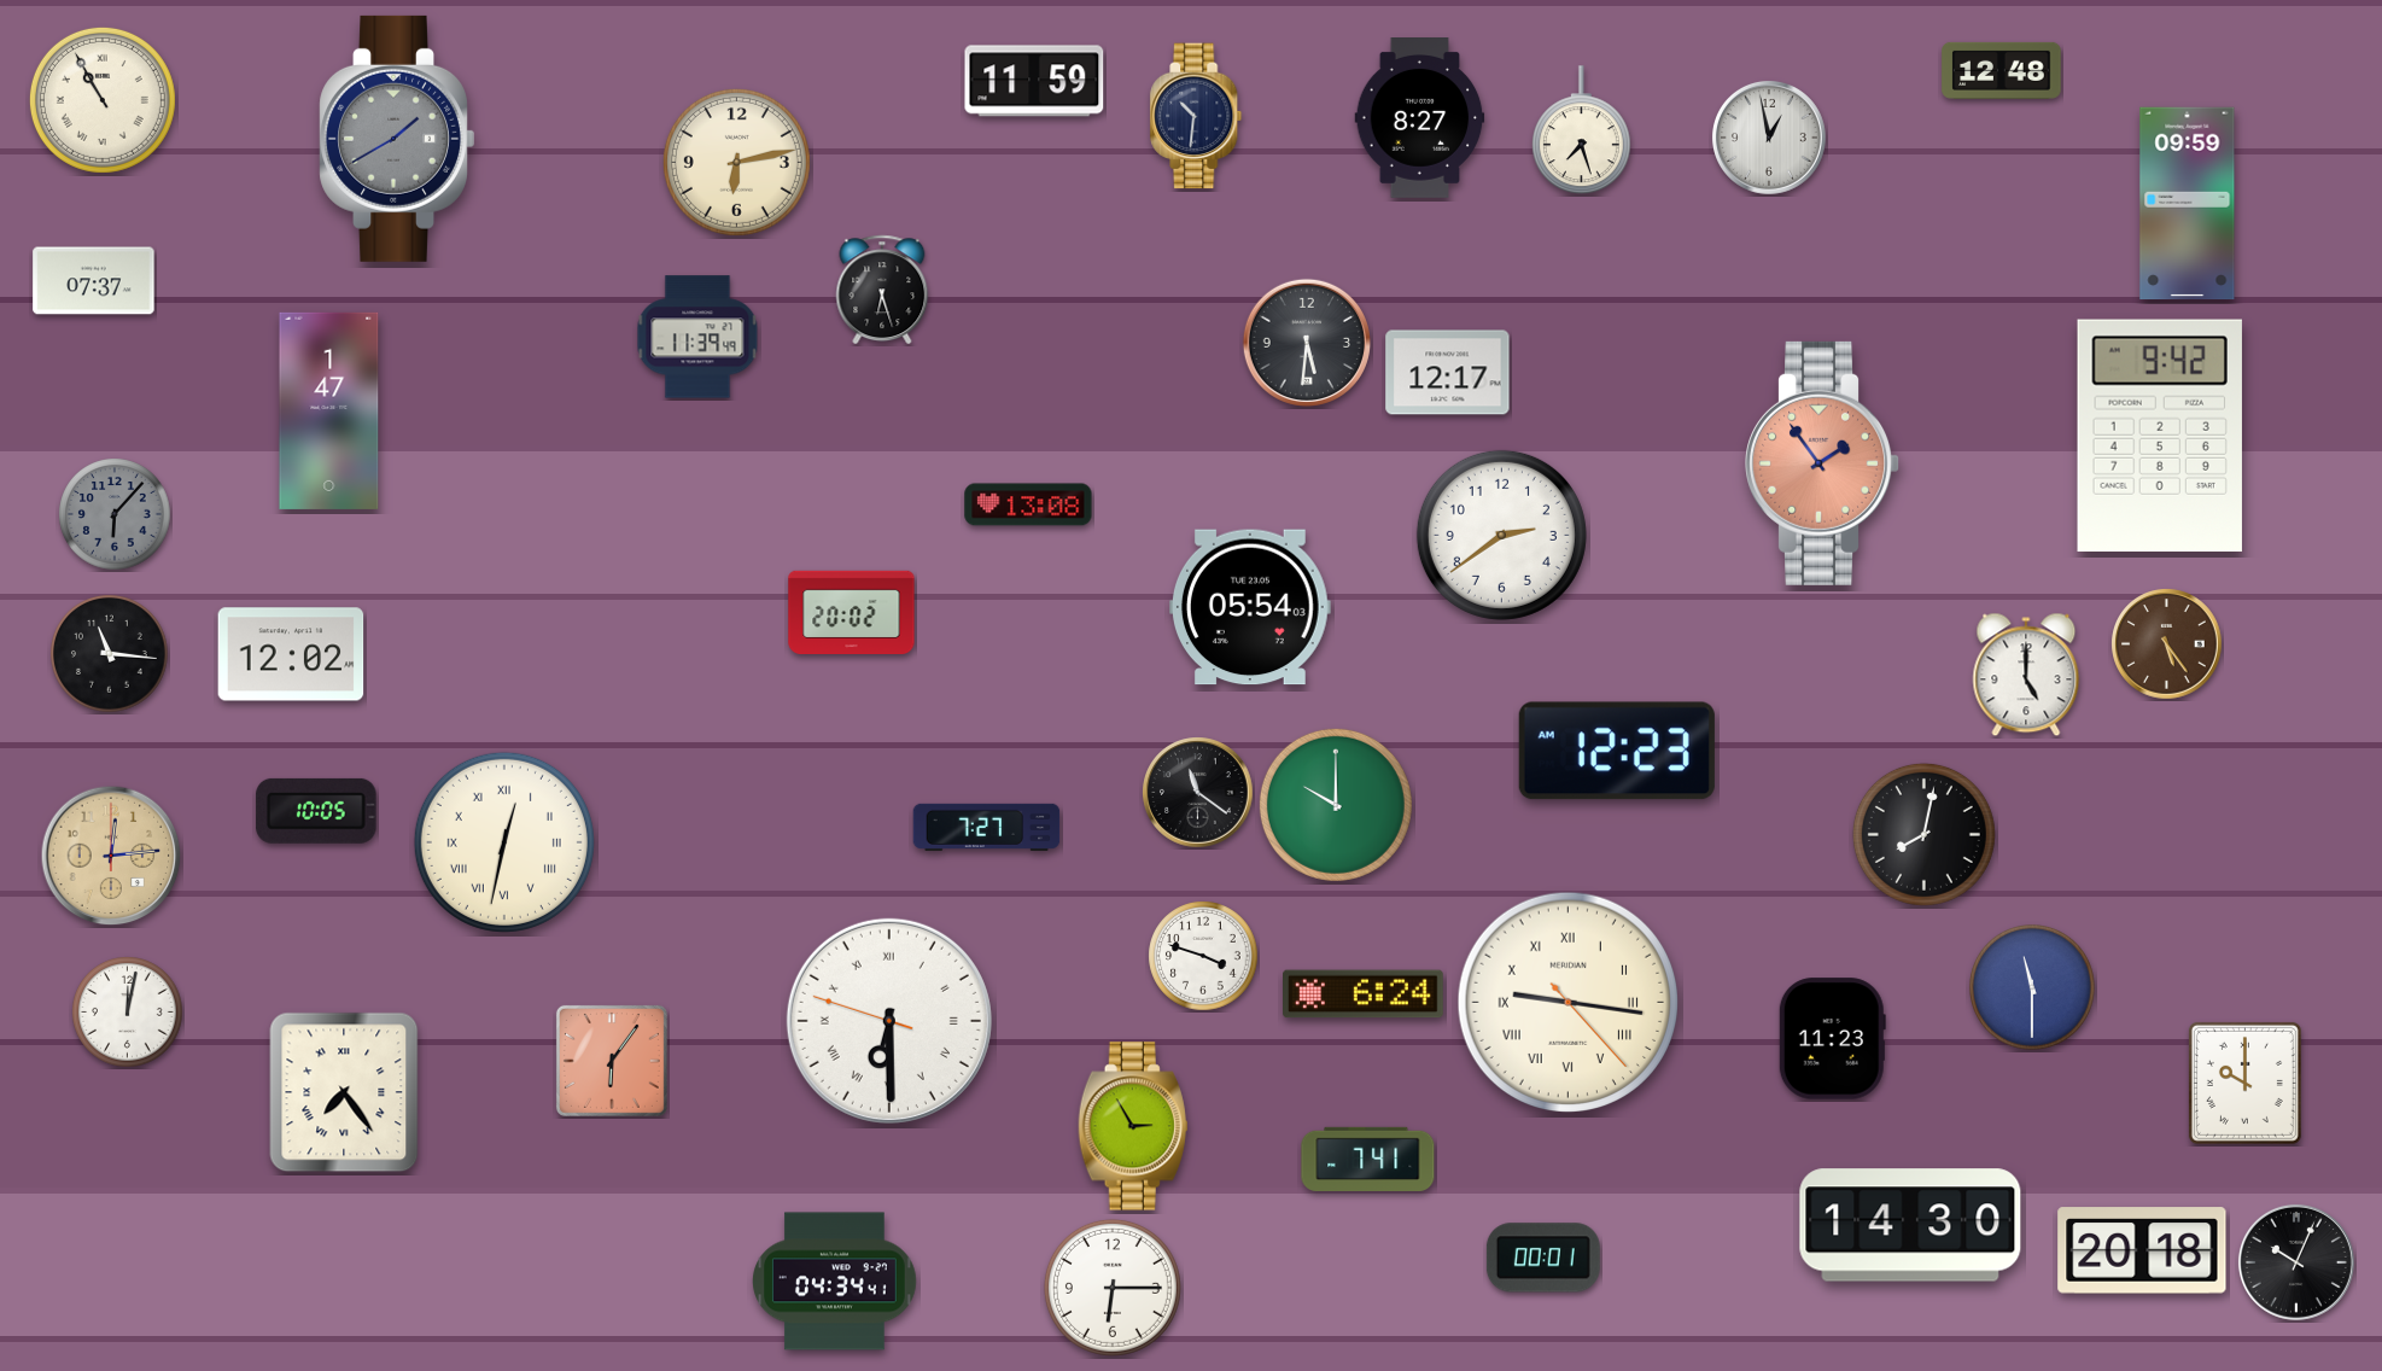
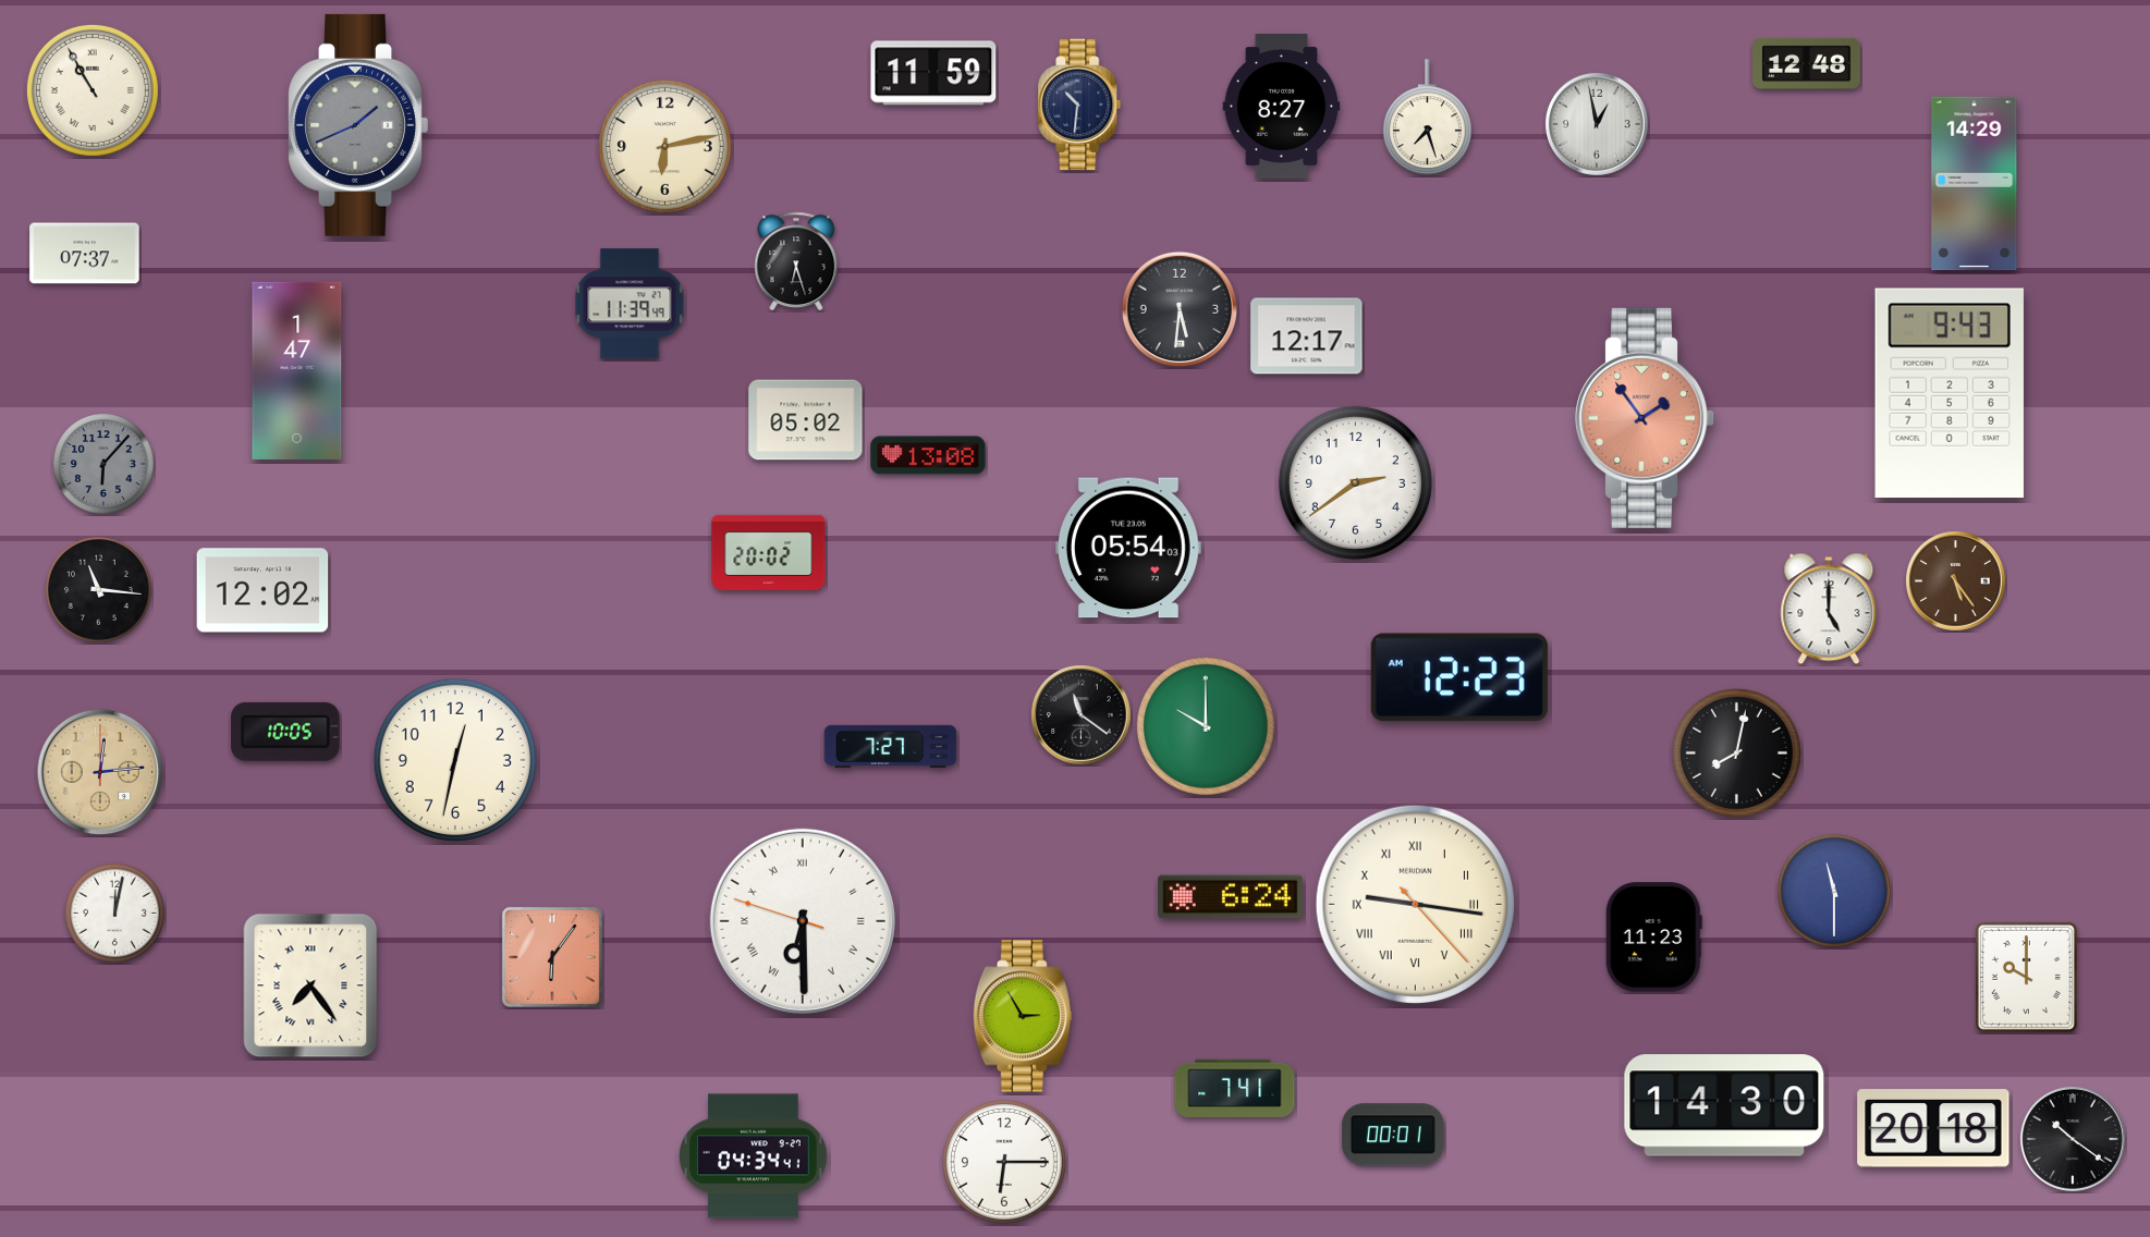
clock at (397, 139): 1:40 -> 1:41
clock at (2188, 204): 09:59 -> 14:29
clock at (2160, 434): 9:42 -> 9:43
clock at (806, 420): none -> 05:02
clock at (504, 842) numerals: Roman -> Arabic
clock at (1203, 956): 3:48 -> none
clock at (1368, 1159) position: (1368, 1159) -> (1235, 1088)
clock at (2296, 1262): 10:04 -> 10:21
